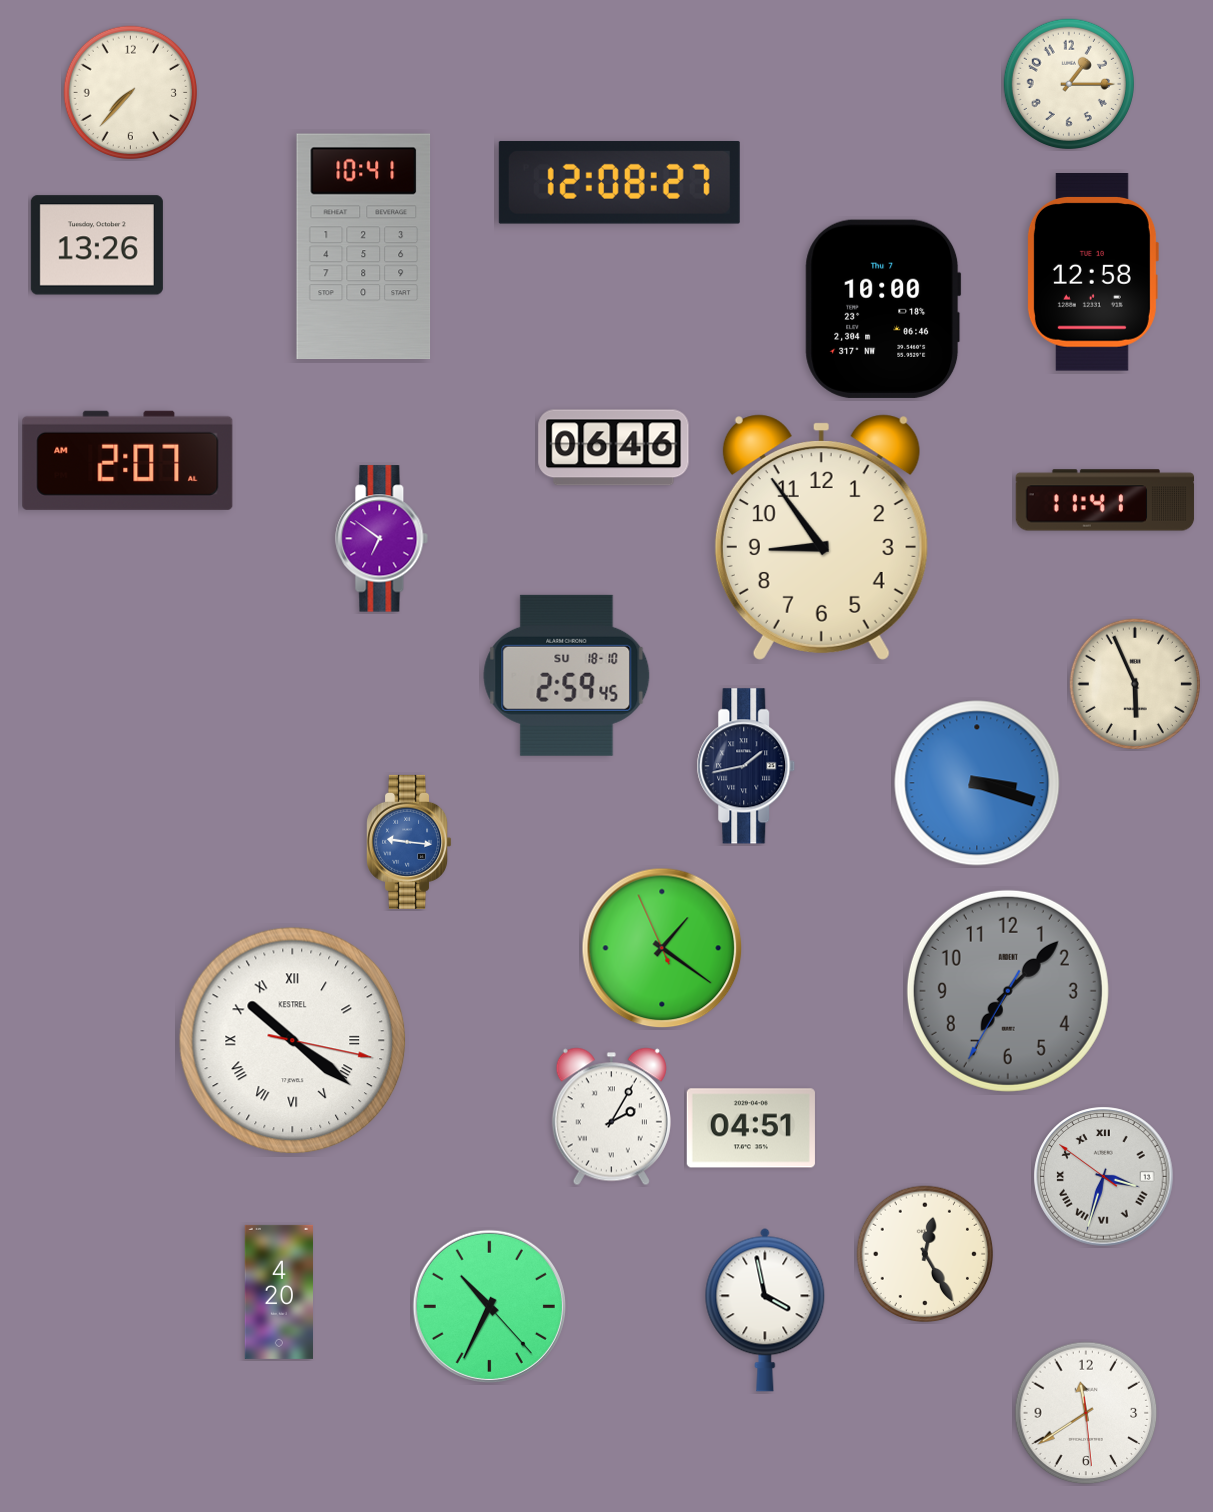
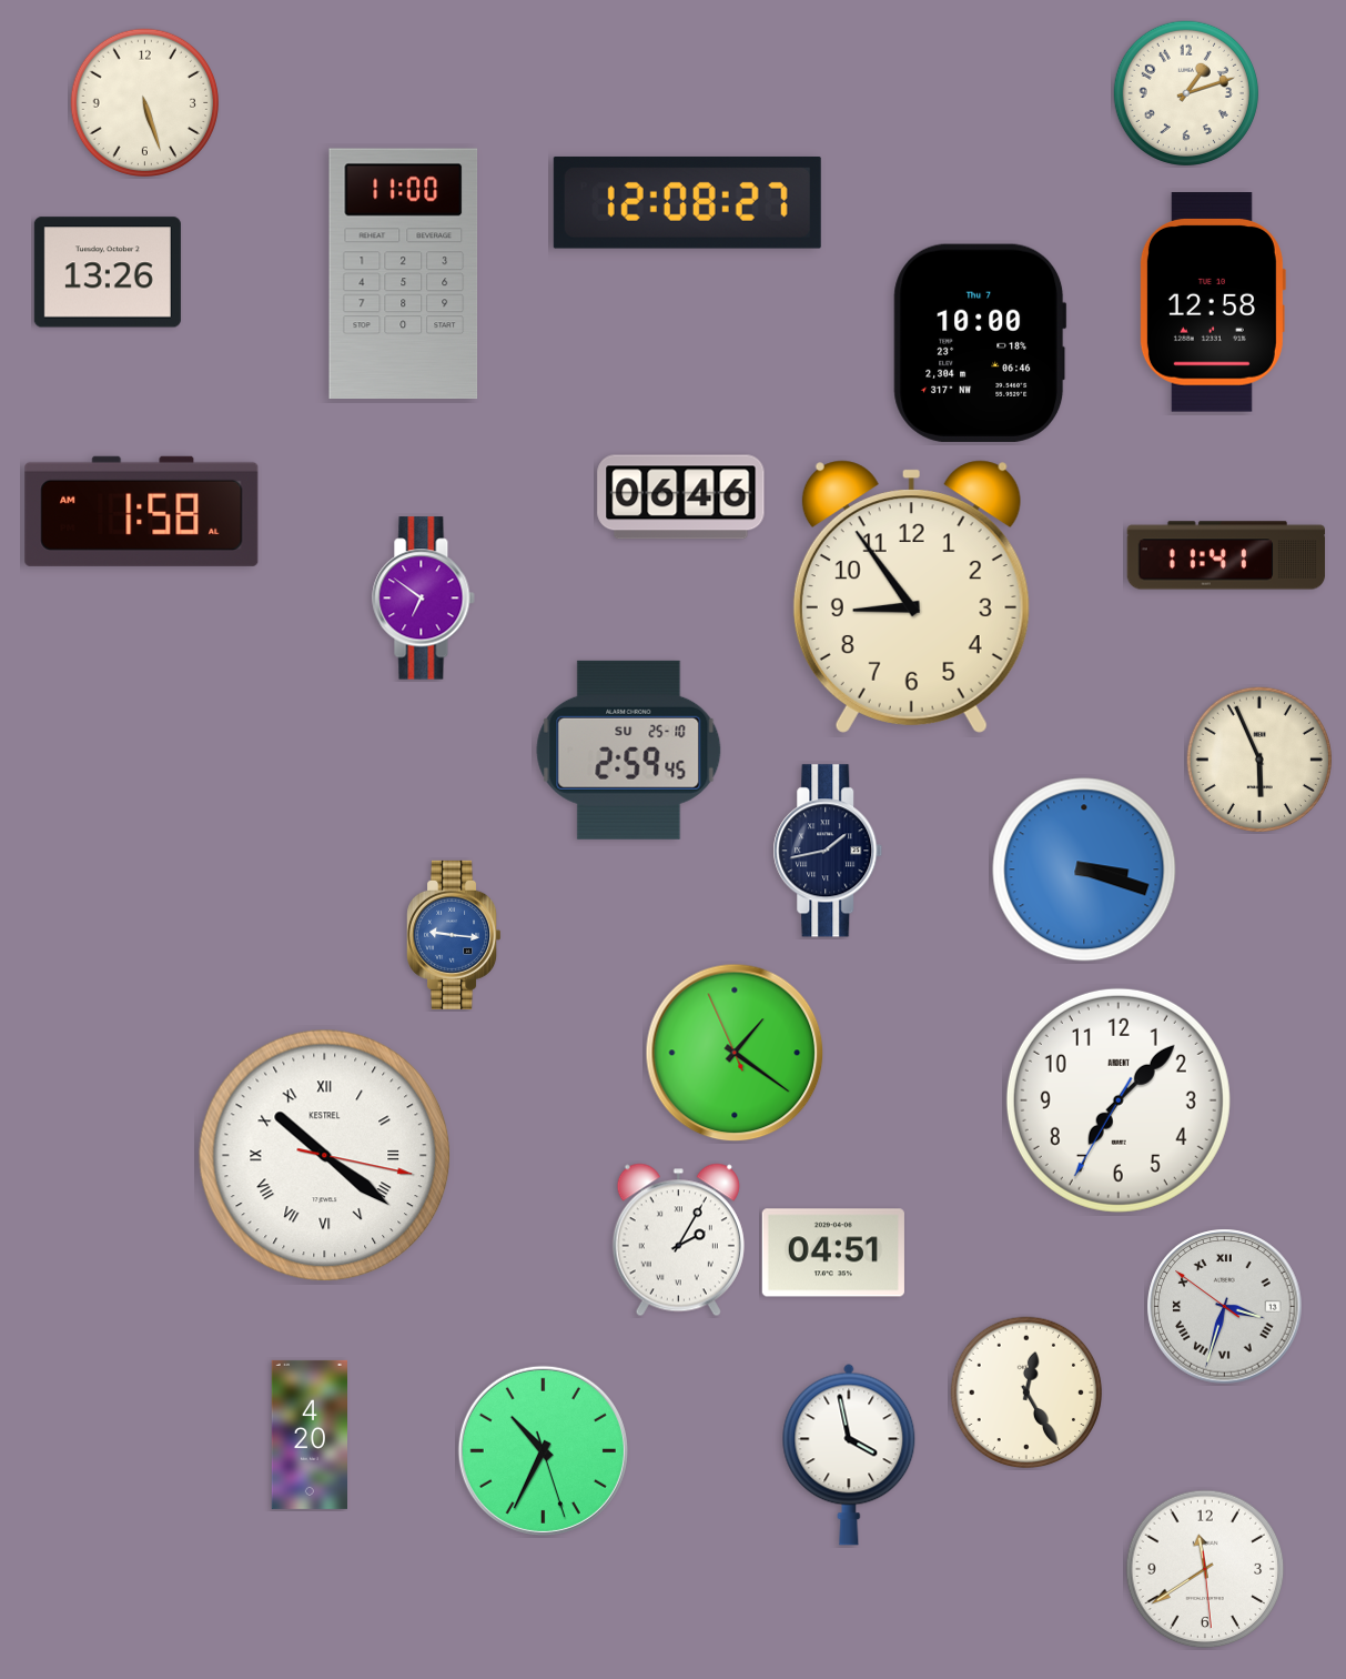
clock at (1069, 84): 1:15 -> 1:12
clock at (130, 92): 7:37 -> 5:27
clock at (364, 246): 10:41 -> 11:00
clock at (128, 460): 2:07 -> 1:58
clock at (567, 675) date: SU 18-10 -> SU 25-10
clock at (1008, 991) dial: grey -> white
clock at (489, 1306): 10:34:23 -> 10:34:27
